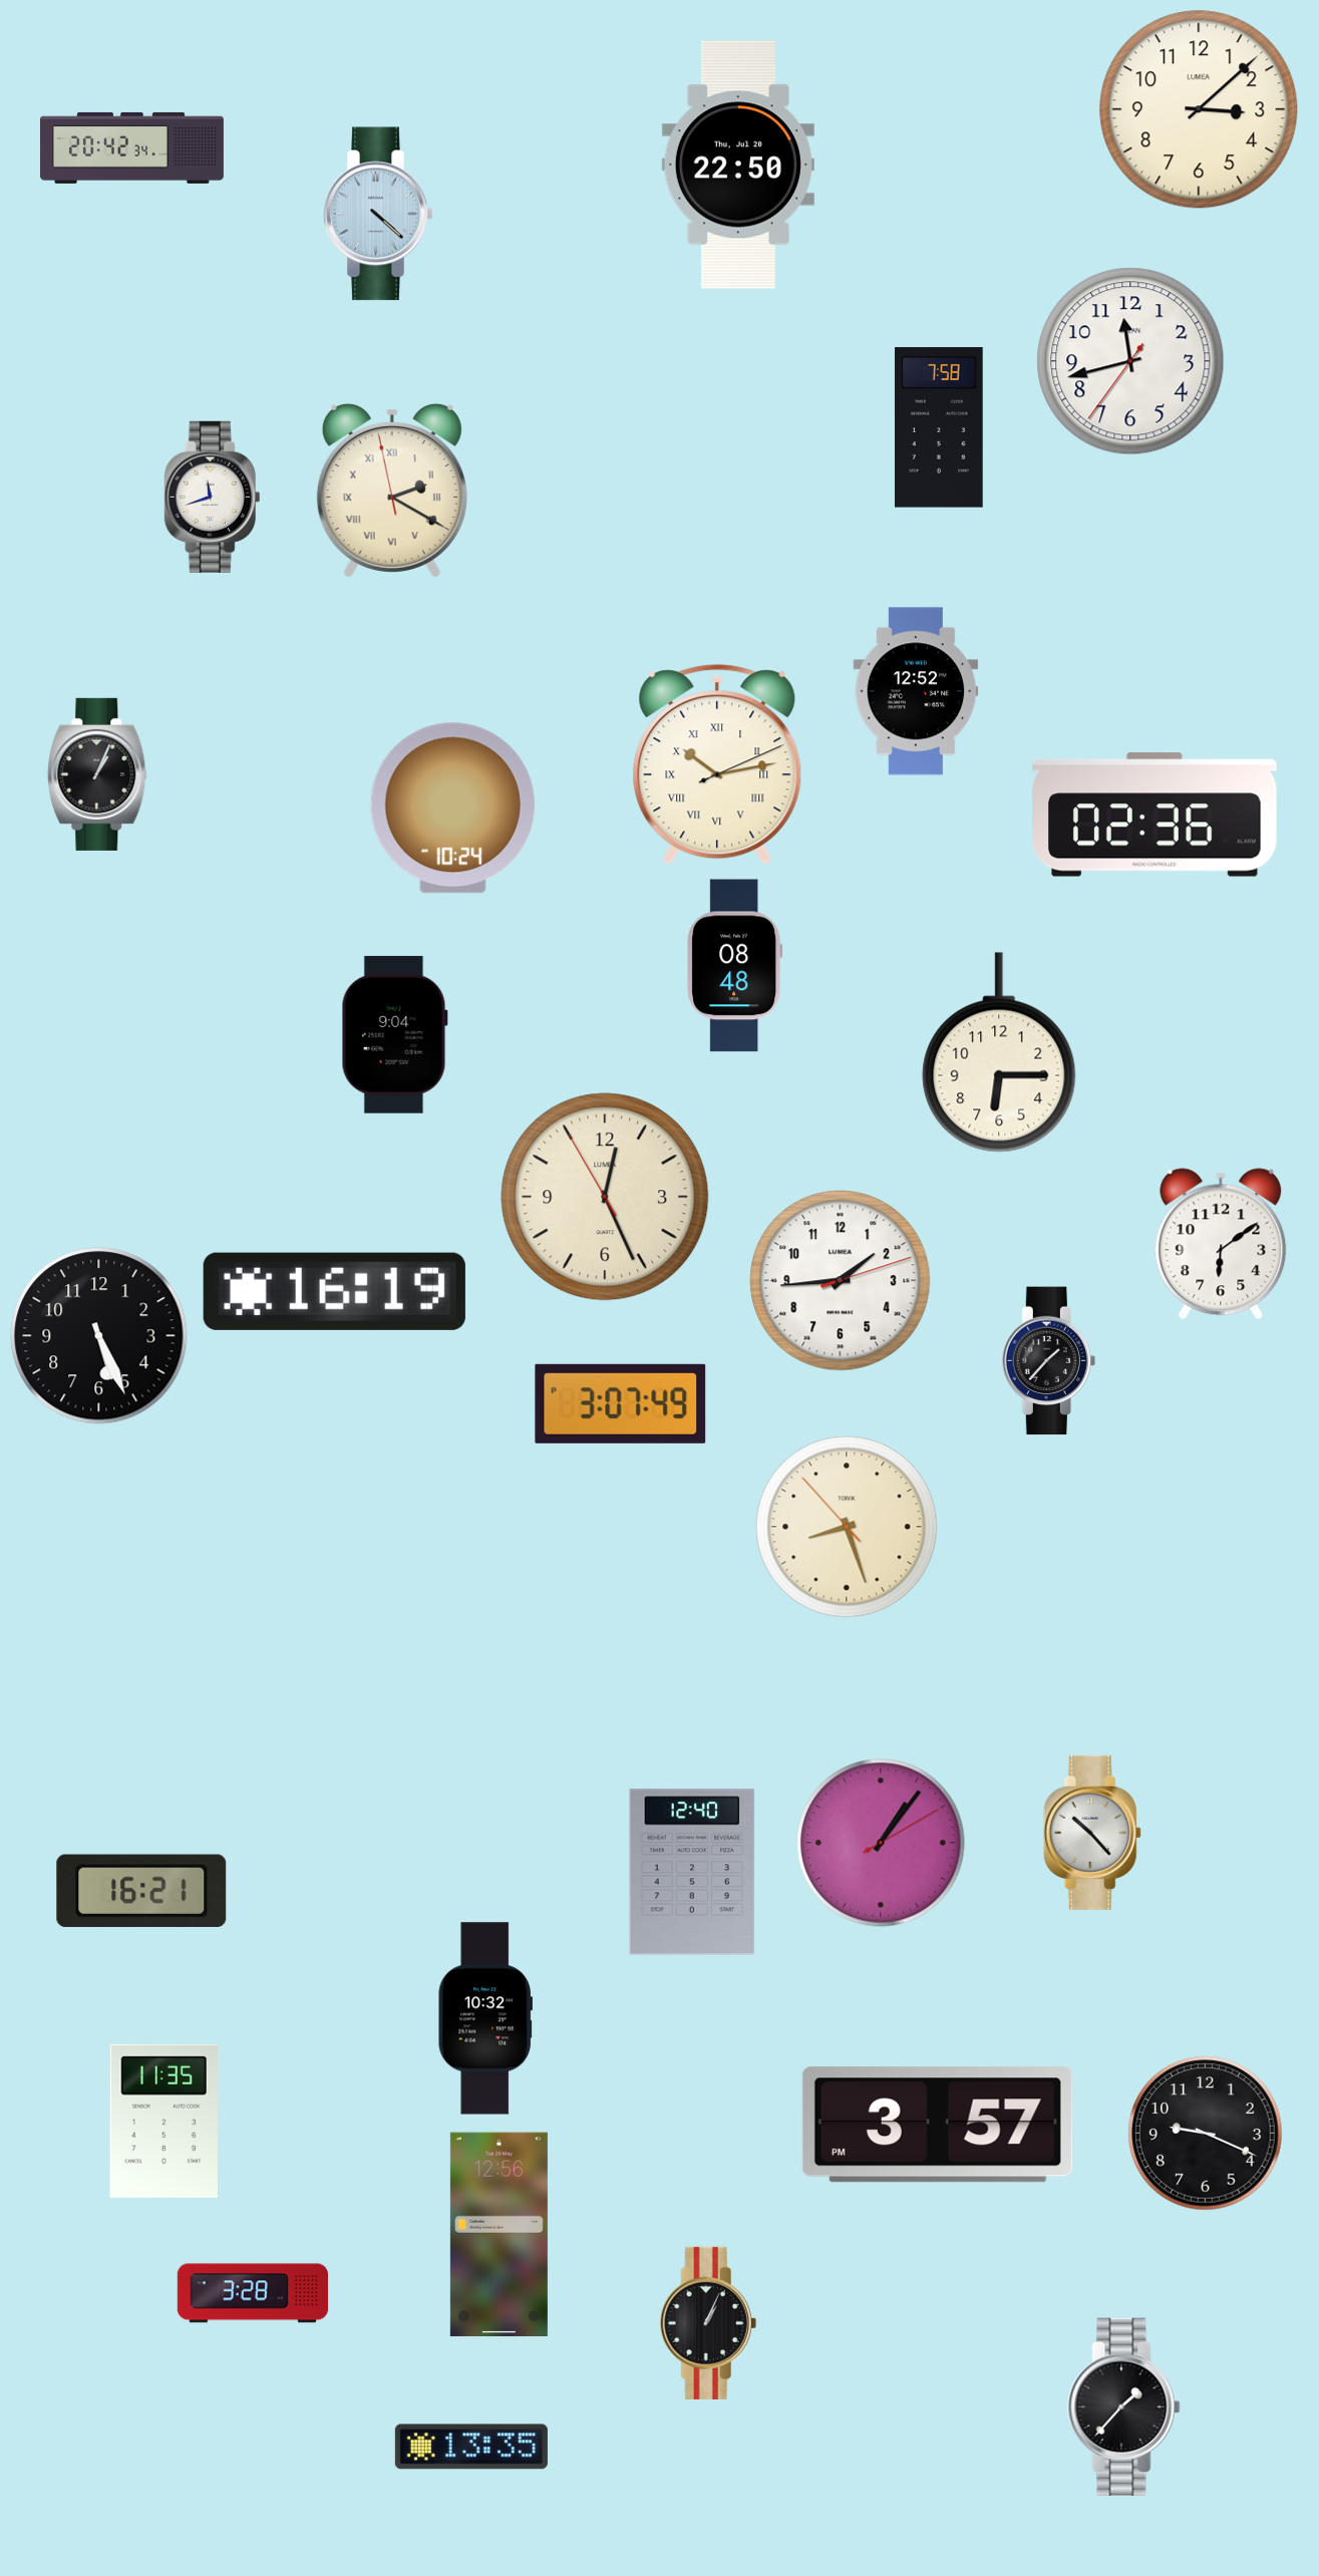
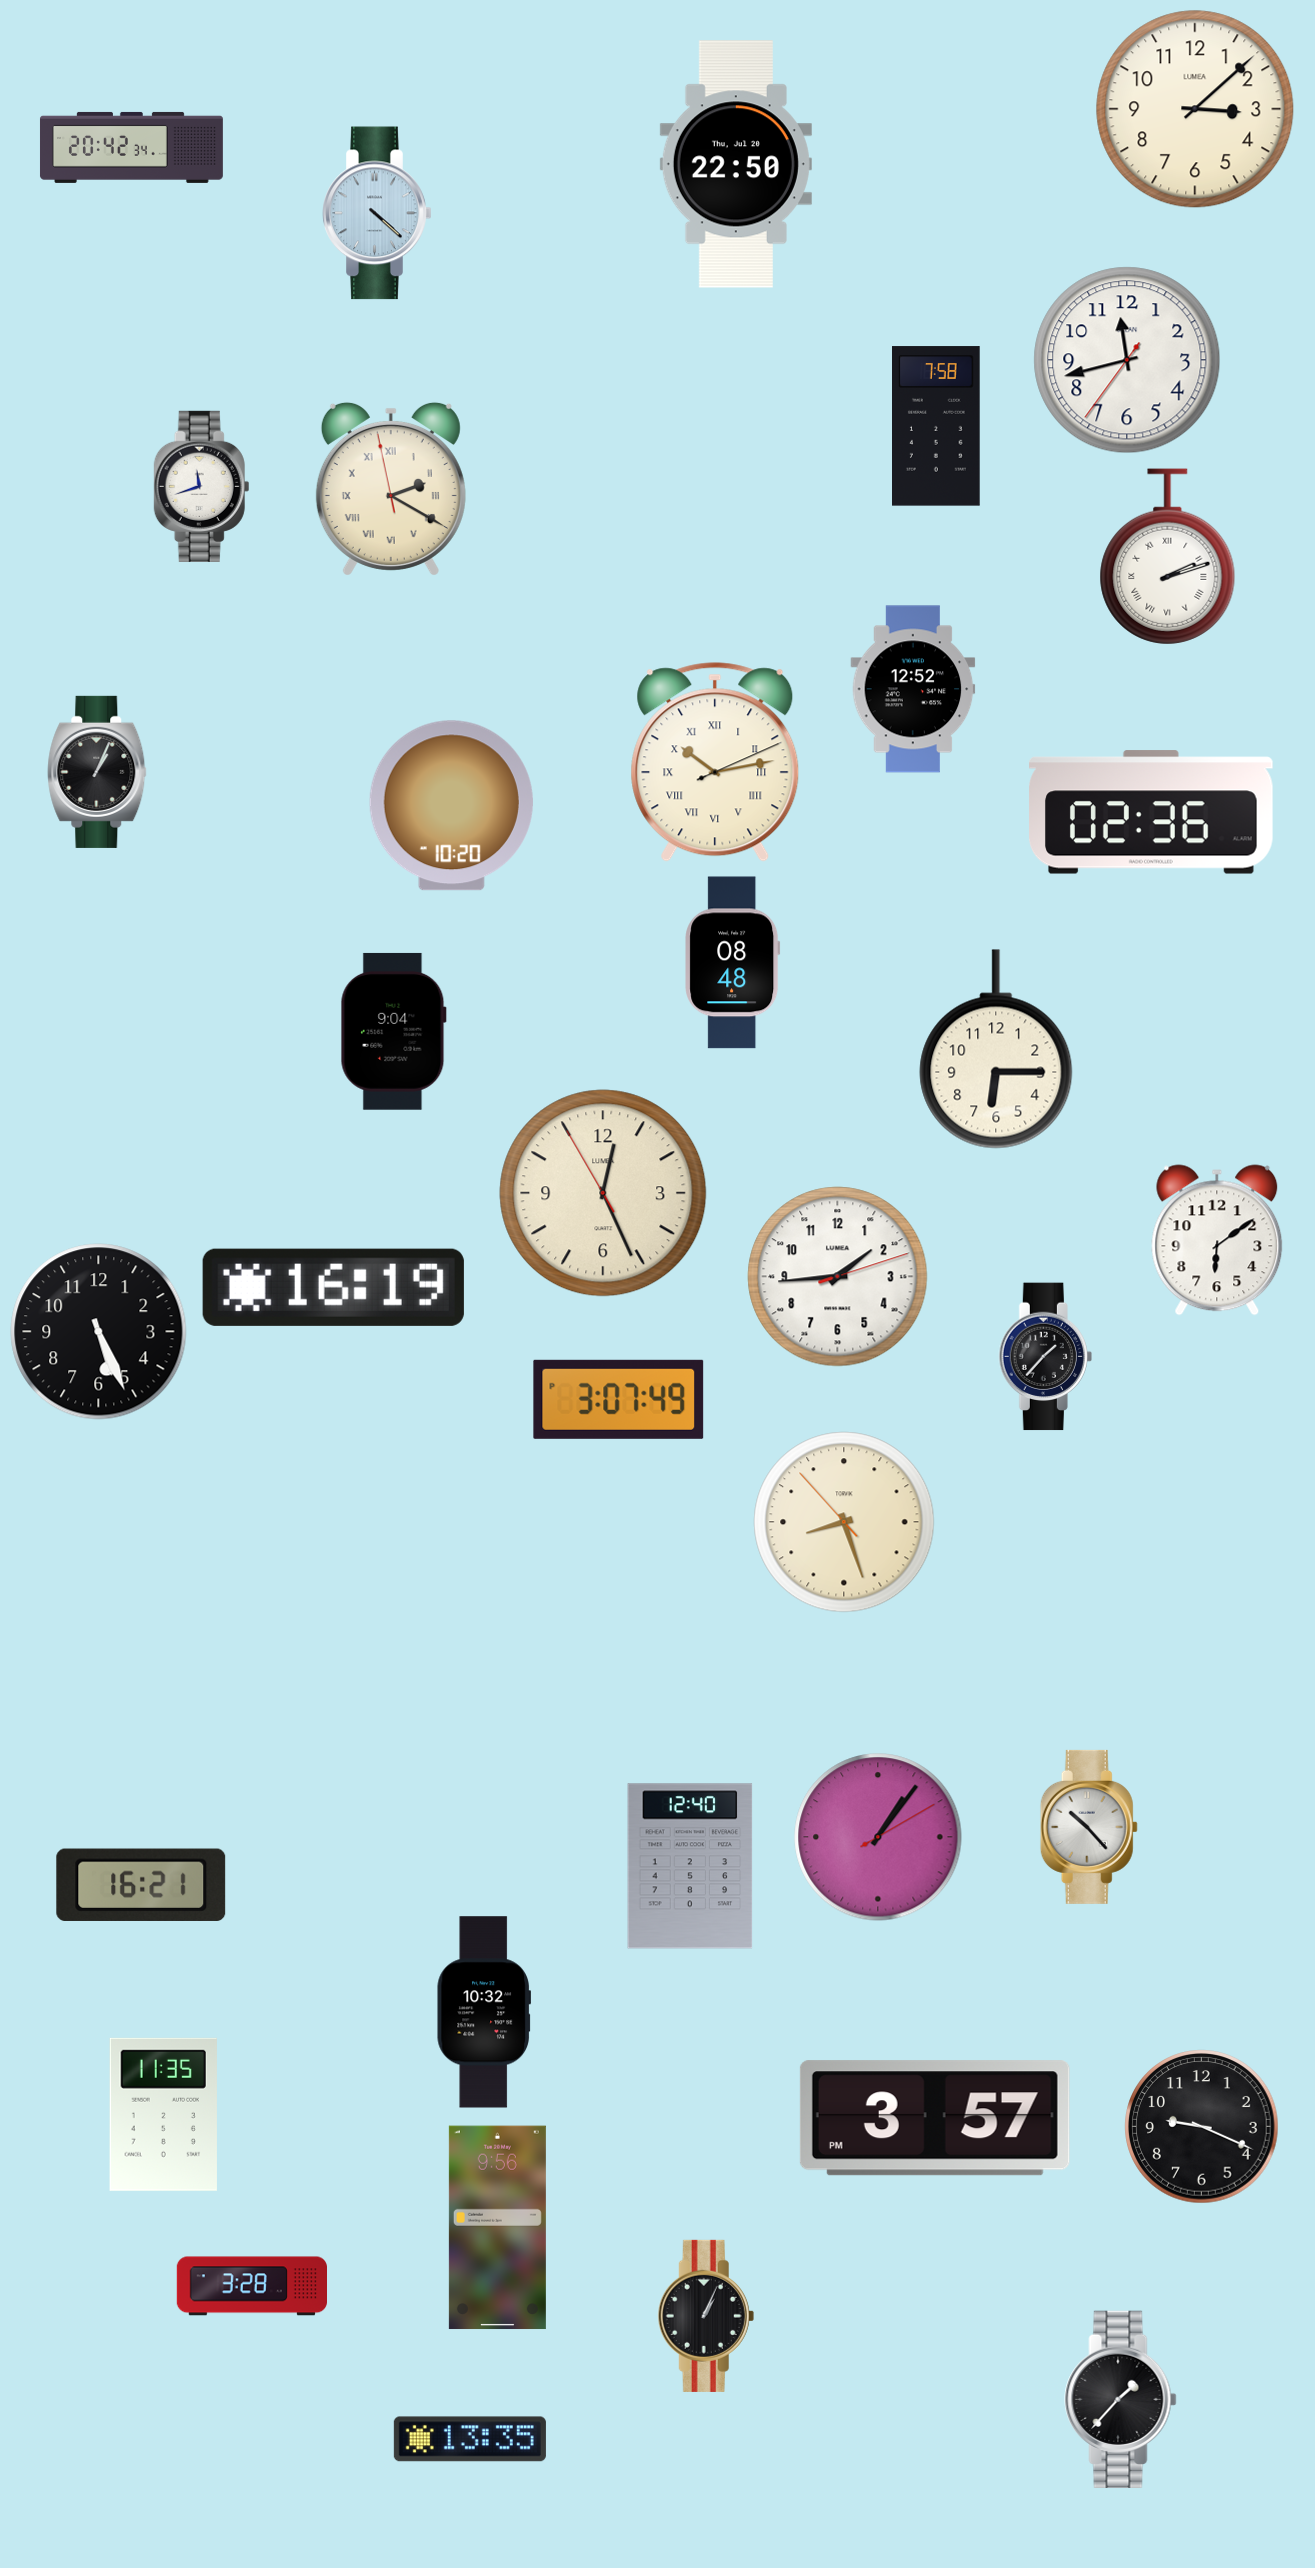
clock at (213, 497) position: (213, 497) -> (202, 486)
clock at (1168, 557): none -> 2:12
clock at (452, 809): 10:24 -> 10:20
clock at (499, 2235): 12:56 -> 9:56
